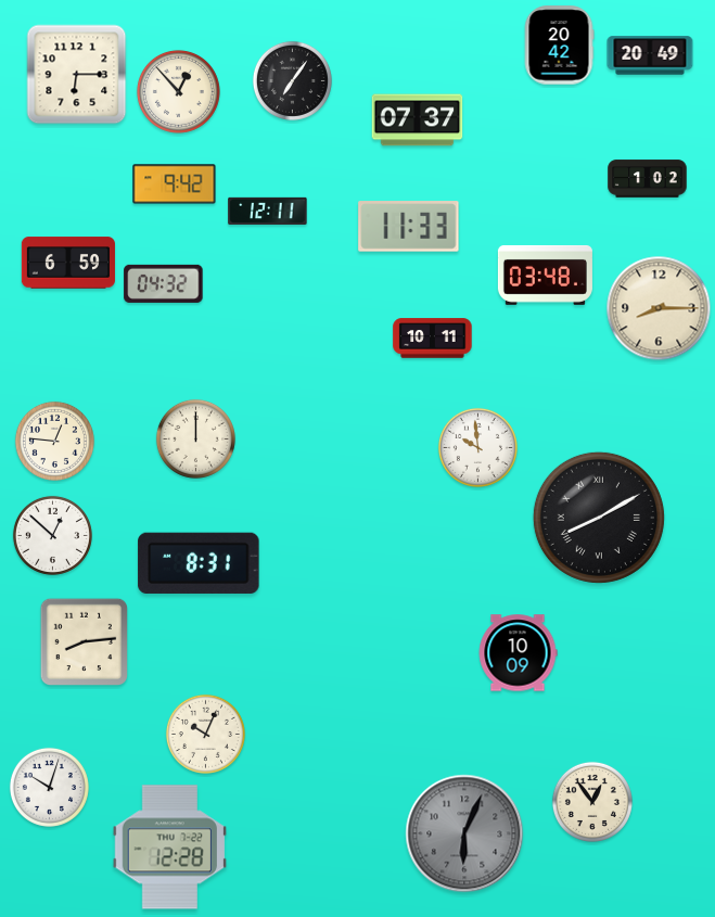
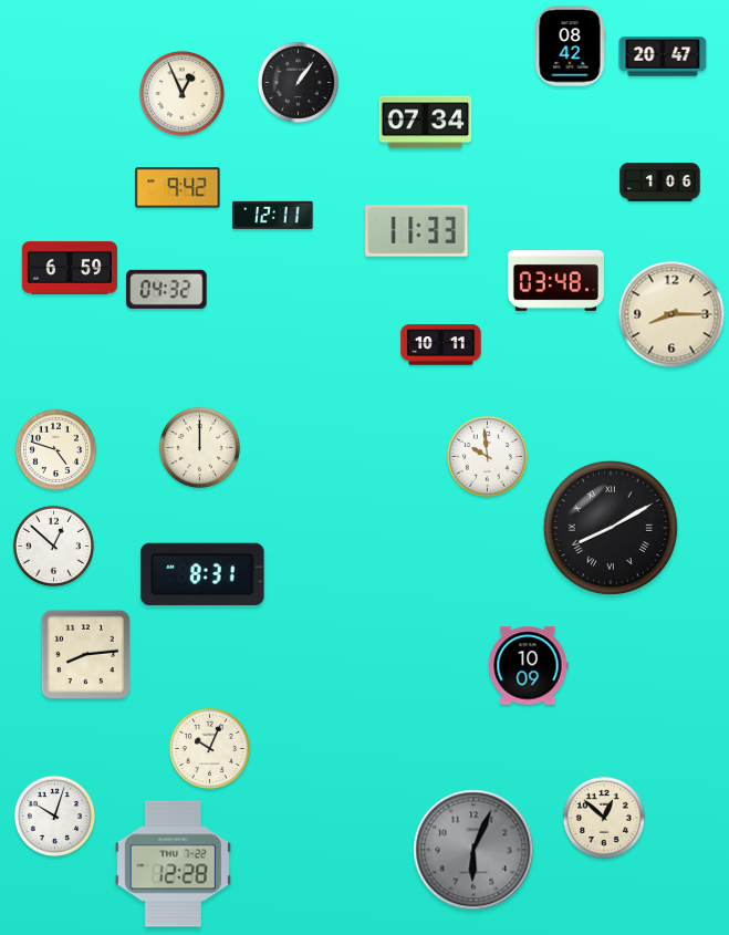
clock at (559, 46): 20:42 -> 08:42
clock at (650, 55): 20:49 -> 20:47
clock at (77, 75): 6:15 -> none
clock at (292, 80): 7:06 -> 1:06
clock at (178, 91): 12:53 -> 12:56
clock at (418, 120): 07:37 -> 07:34
clock at (648, 179): 1:02 -> 1:06
clock at (54, 441): 12:46 -> 4:48
clock at (49, 787) position: (49, 787) -> (54, 815)
clock at (592, 802): 12:54 -> 12:52
